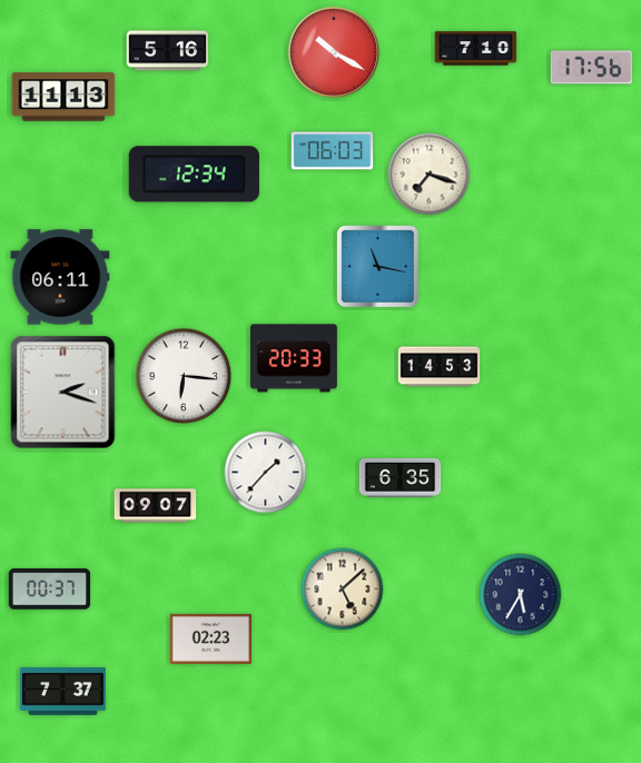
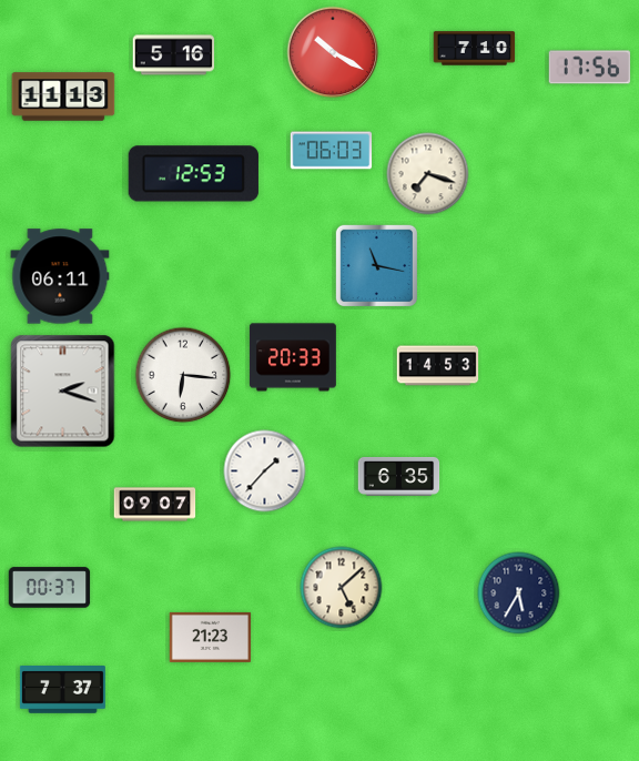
clock at (168, 51) position: (168, 51) -> (174, 55)
clock at (194, 175): 12:34 -> 12:53
clock at (211, 638): 02:23 -> 21:23
